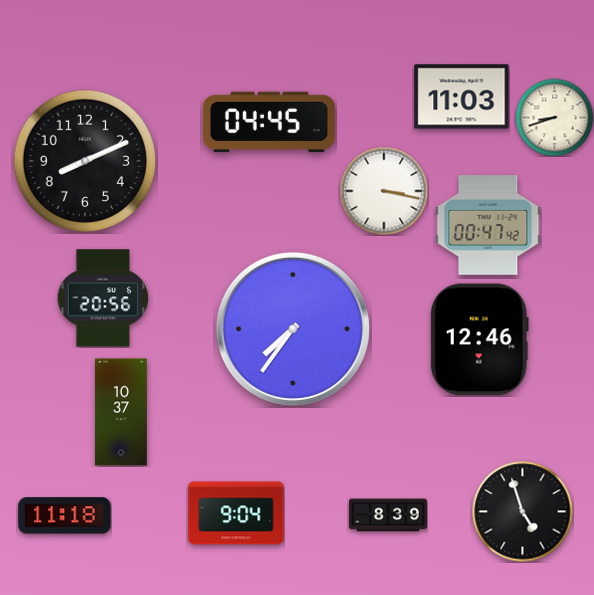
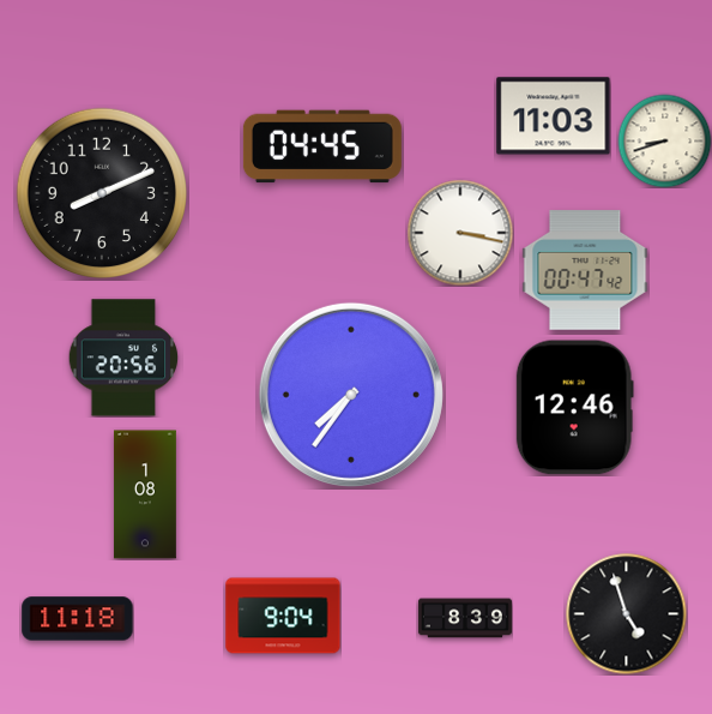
clock at (384, 191) position: (384, 191) -> (460, 233)
clock at (121, 412): 10:37 -> 1:08
